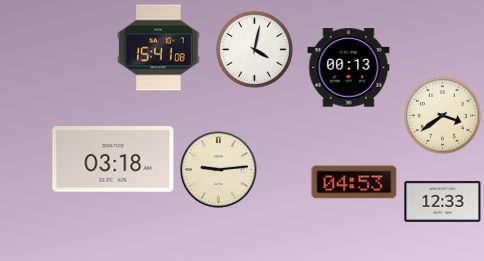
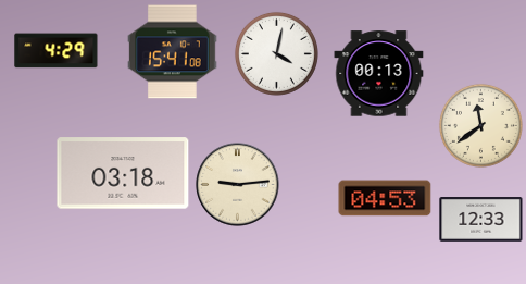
clock at (57, 51): none -> 4:29
clock at (442, 115): 3:39 -> 11:39
